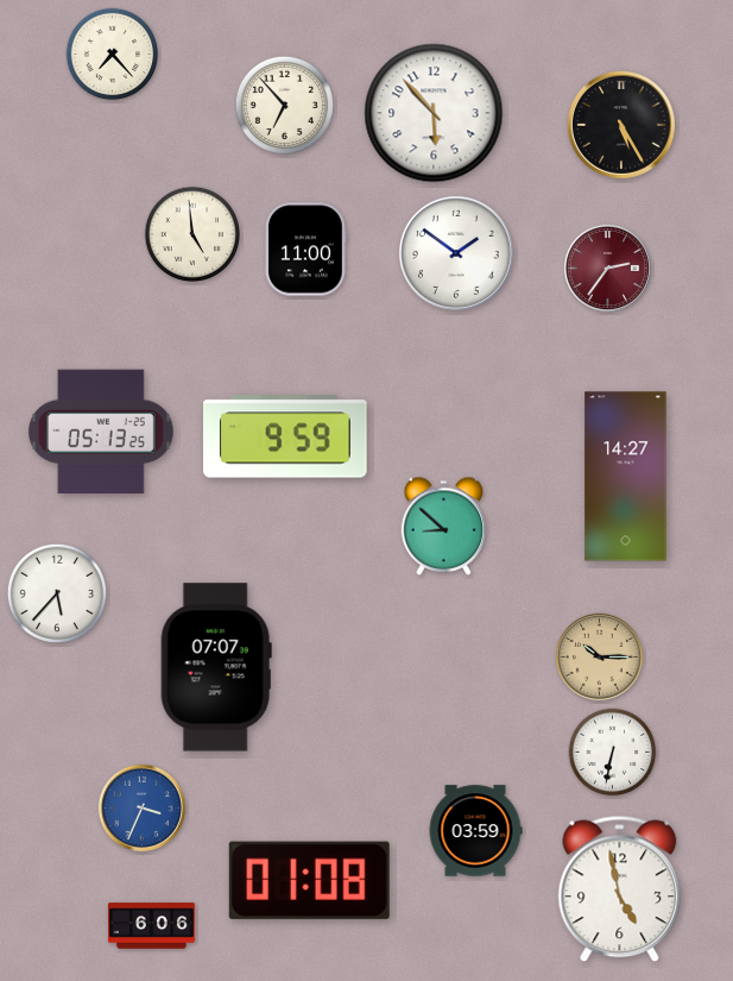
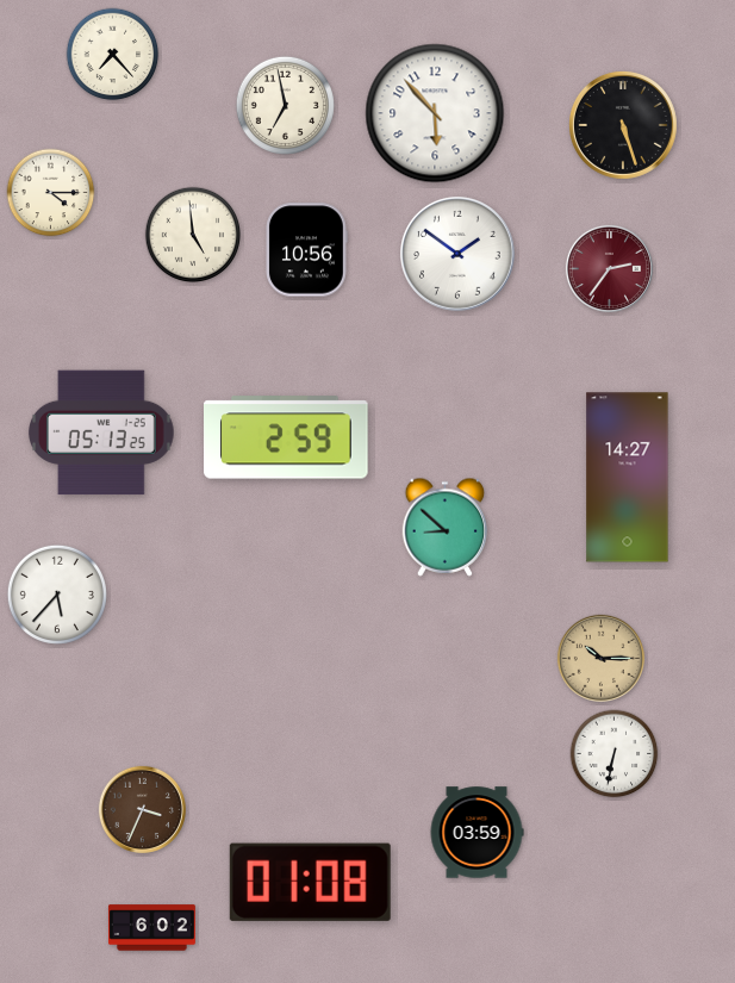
clock at (284, 105): 6:53 -> 6:58
clock at (621, 125): 5:25 -> 5:27
clock at (51, 193): none -> 4:15
clock at (305, 250): 11:00 -> 10:56
clock at (285, 436): 9:59 -> 2:59
clock at (216, 667): 07:07 -> none
clock at (141, 807) dial: blue -> brown
clock at (620, 889): 4:58 -> none
clock at (151, 926): 6:06 -> 6:02
